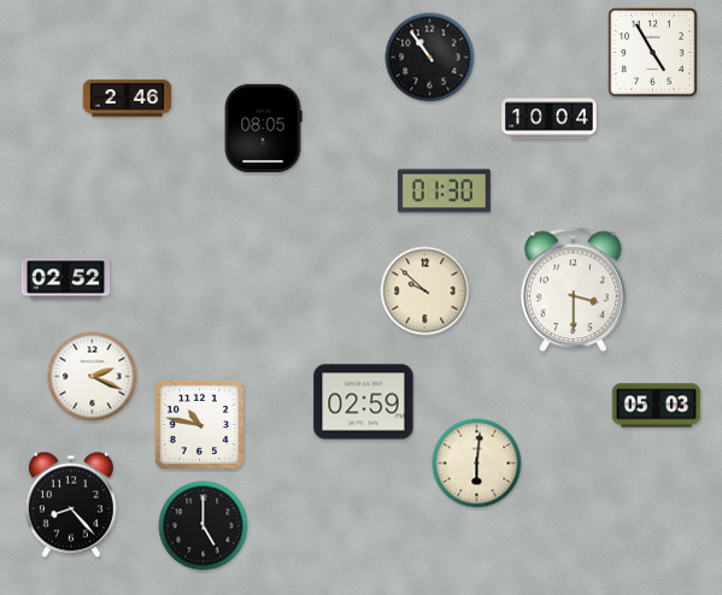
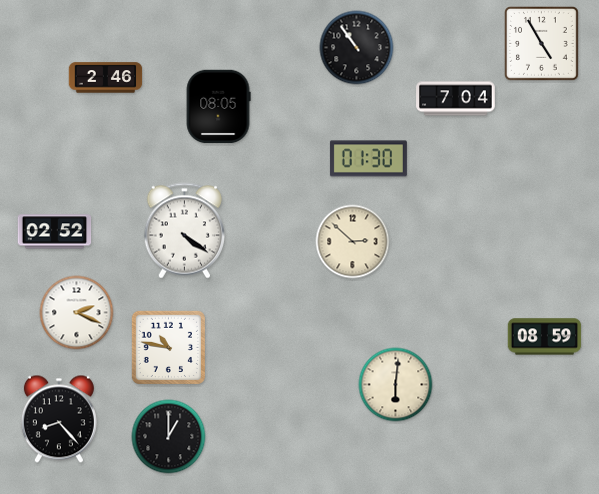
clock at (128, 99) position: (128, 99) -> (106, 78)
clock at (550, 119): 10:04 -> 7:04
clock at (184, 231): none -> 4:21
clock at (574, 290): 3:30 -> none
clock at (425, 291): 9:52 -> 2:52
clock at (364, 402): 02:59 -> none
clock at (657, 406): 05:03 -> 08:59
clock at (199, 424) position: (199, 424) -> (168, 347)
clock at (204, 526): 5:00 -> 1:00
